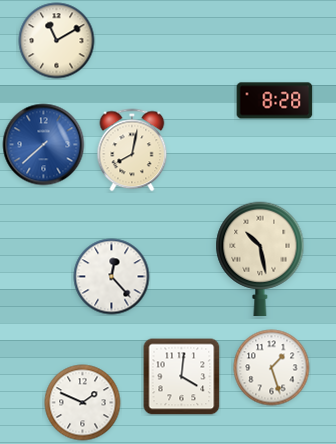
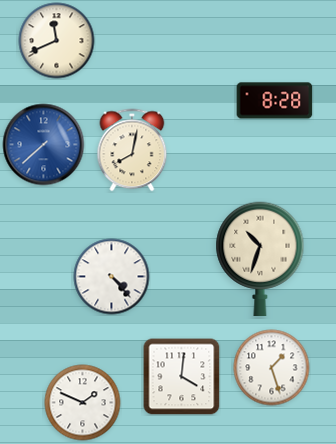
clock at (57, 41): 11:10 -> 11:41
clock at (260, 258): 10:28 -> 10:33
clock at (112, 277): 12:23 -> 4:23
